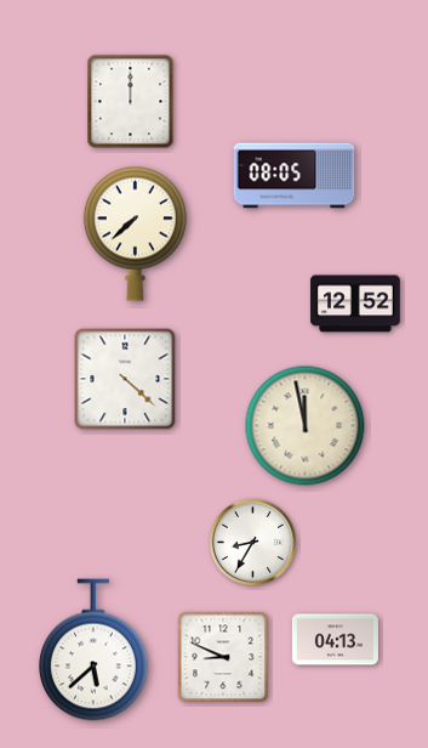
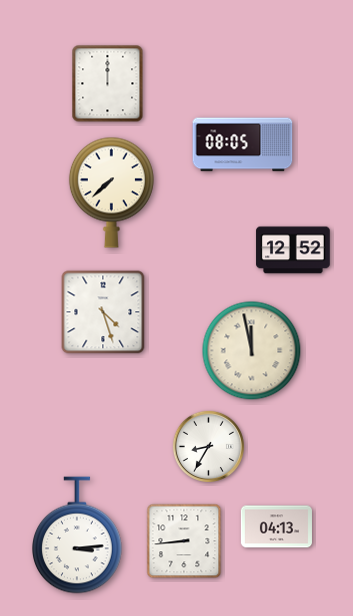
clock at (125, 379): 4:22 -> 4:27
clock at (95, 650): 5:38 -> 3:14
clock at (223, 657): 8:49 -> 8:44
